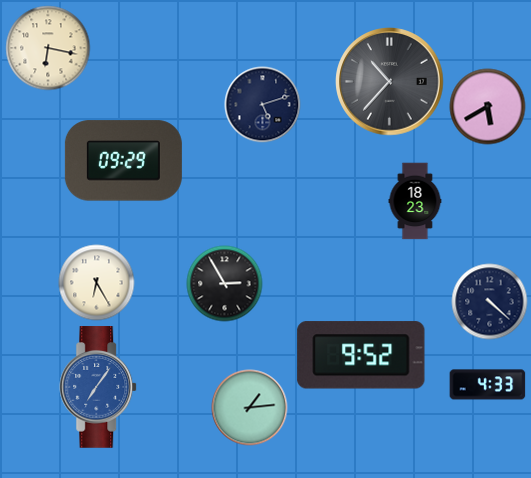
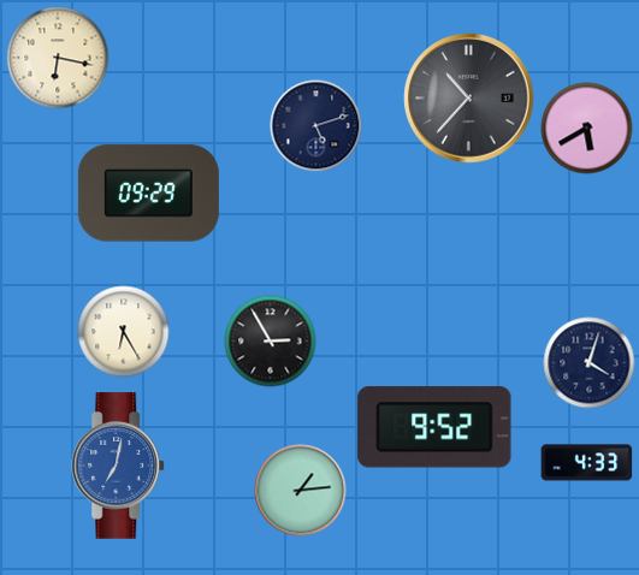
clock at (415, 201): 18:23 -> none
clock at (97, 283) position: (97, 283) -> (124, 332)
clock at (490, 302): 4:22 -> 4:03
clock at (99, 387): 7:06 -> 7:02
